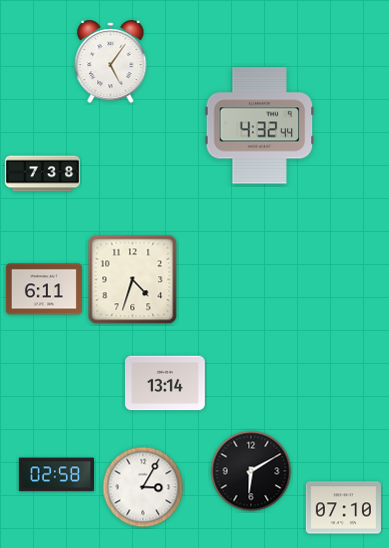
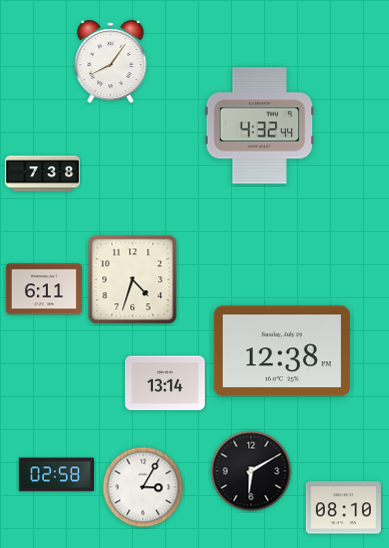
clock at (111, 62): 5:06 -> 8:06
clock at (282, 351): none -> 12:38
clock at (343, 508): 07:10 -> 08:10
